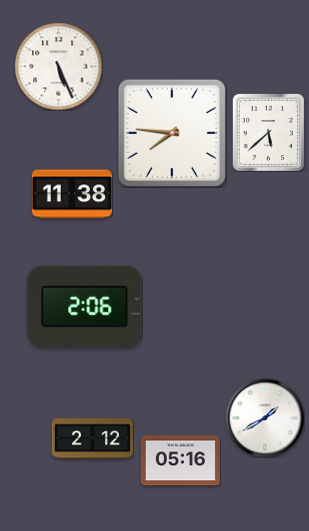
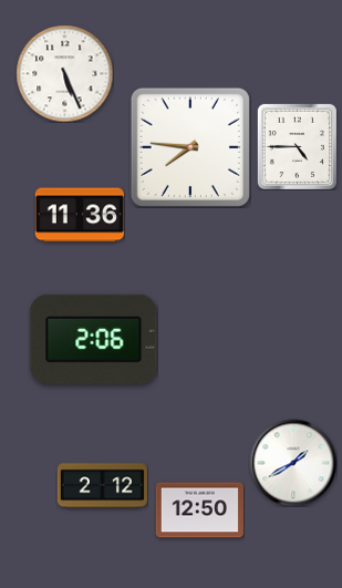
clock at (268, 132): 5:38 -> 4:45
clock at (72, 194): 11:38 -> 11:36
clock at (180, 461): 05:16 -> 12:50
